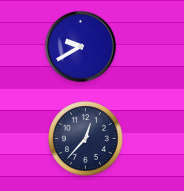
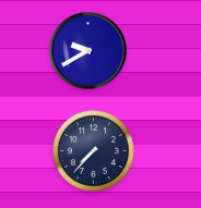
clock at (86, 139): 12:37 -> 7:37
